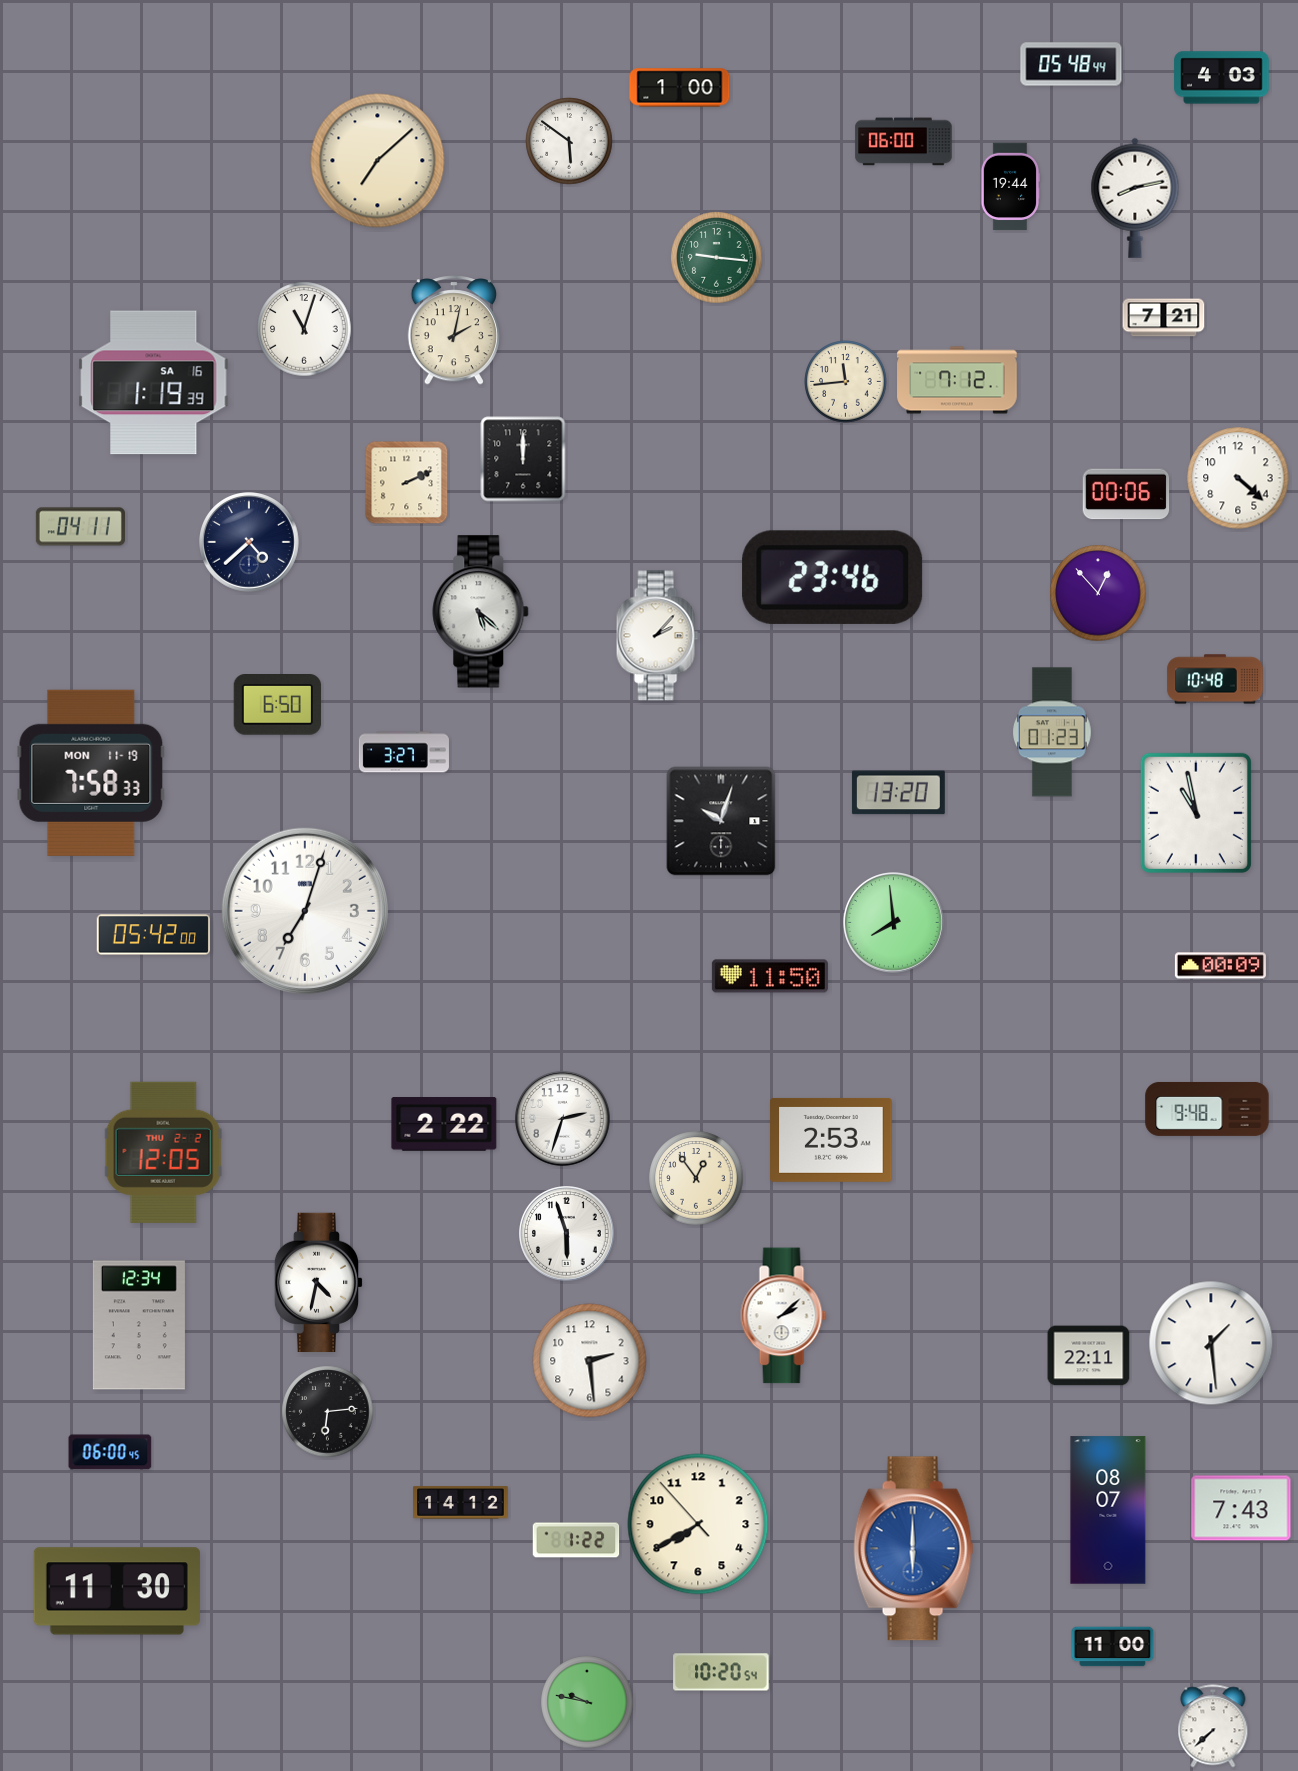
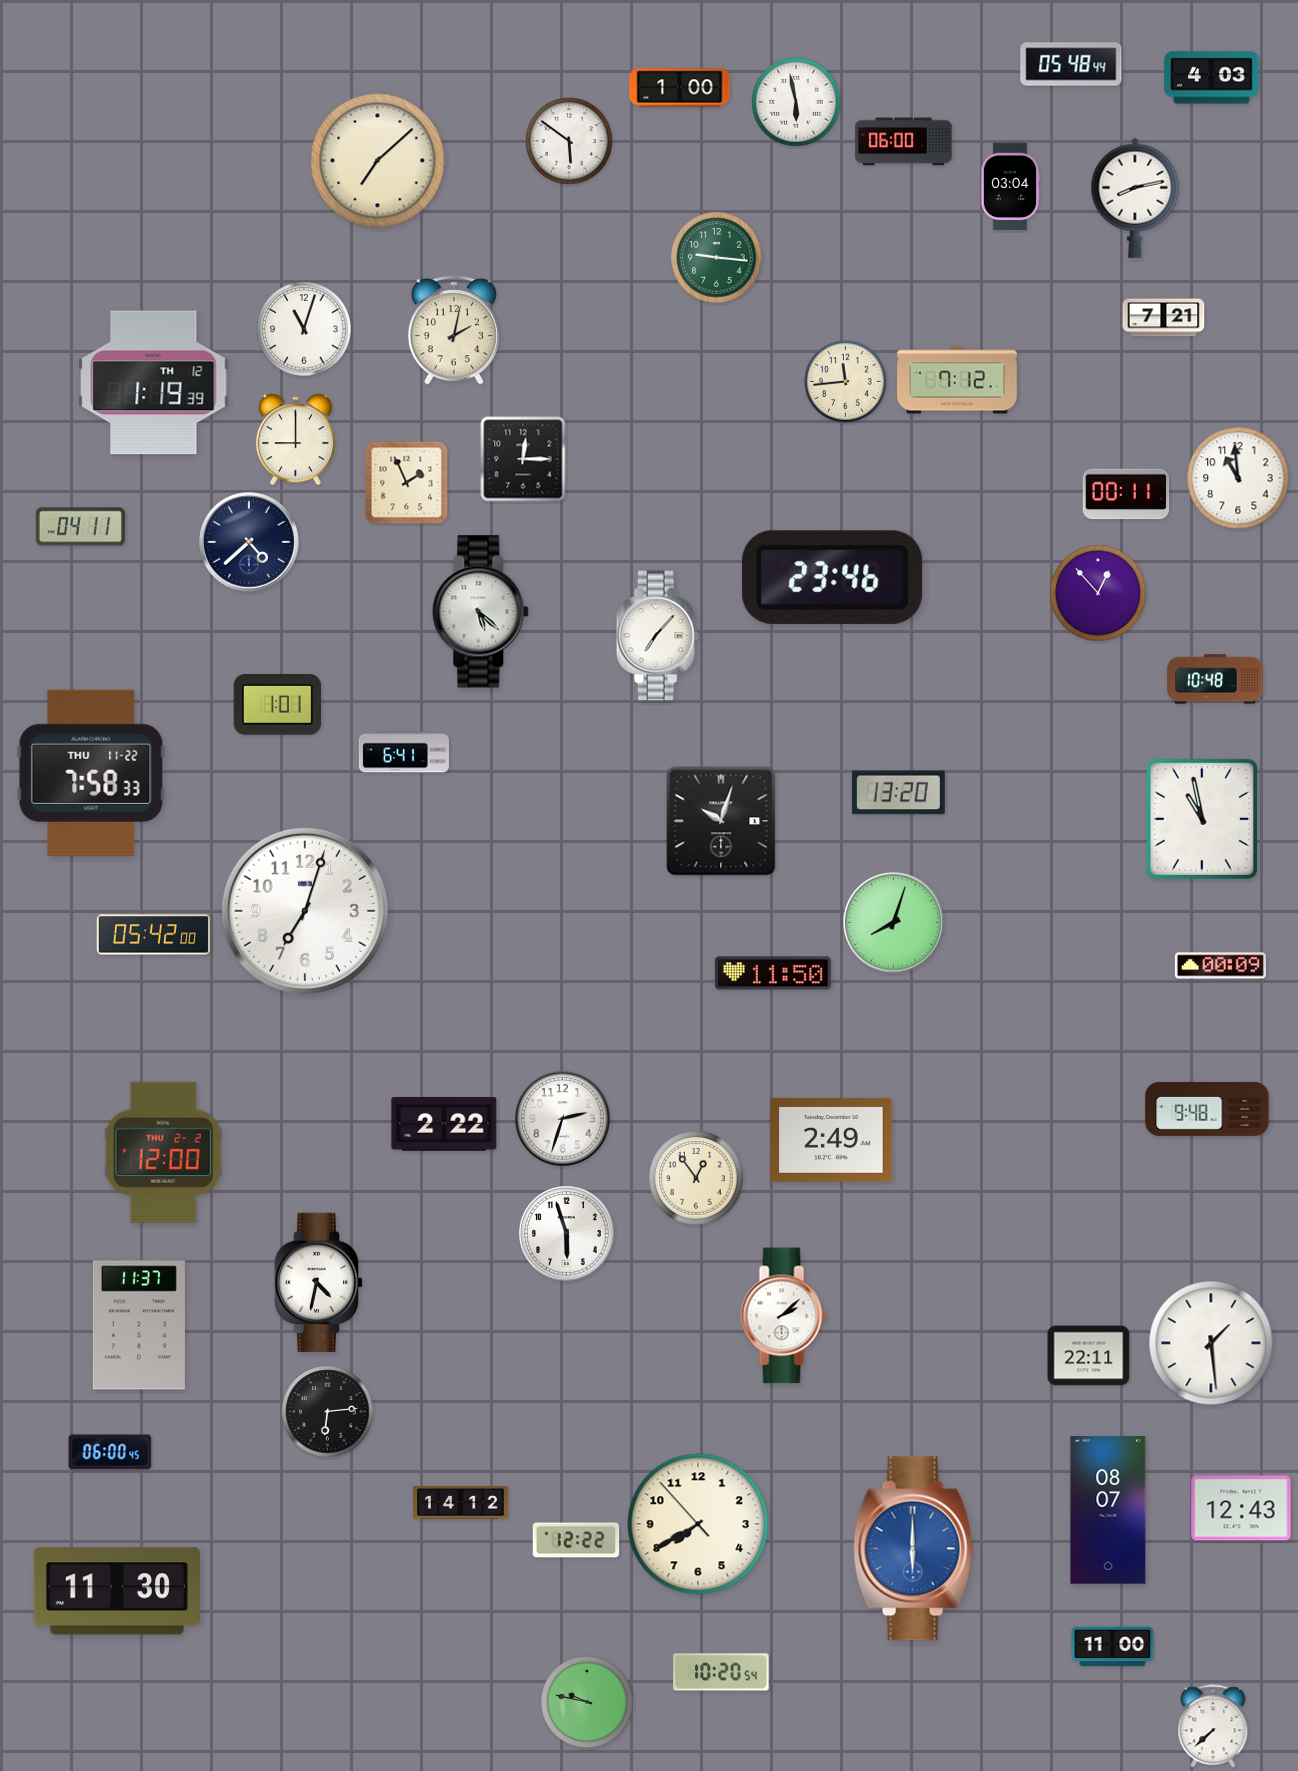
clock at (1222, 78) position: (1222, 78) -> (1212, 78)
clock at (796, 102): none -> 5:58
clock at (1010, 187): 19:44 -> 03:04
clock at (154, 383) date: SA 16 -> TH 12
clock at (295, 440): none -> 9:00
clock at (523, 459): 12:00 -> 12:15
clock at (1238, 478): 4:22 -> 10:59
clock at (407, 483): 2:11 -> 1:56
clock at (1126, 494): 00:06 -> 00:11
clock at (657, 636): 2:07 -> 7:07
clock at (277, 705): 6:50 -> 1:01
clock at (1053, 732): 01:23 -> none
clock at (404, 752): 3:27 -> 6:41
clock at (91, 773) date: MON 11-19 -> THU 11-22
clock at (1196, 813) position: (1196, 813) -> (1202, 819)
clock at (894, 923): 7:59 -> 8:03
clock at (770, 976) position: (770, 976) -> (773, 973)
clock at (831, 1140): 2:53 -> 2:49
clock at (163, 1152): 12:05 -> 12:00
clock at (139, 1325): 12:34 -> 11:37
clock at (590, 1361): 2:29 -> none
clock at (1241, 1508): 7:43 -> 12:43
clock at (576, 1540): 1:22 -> 12:22
